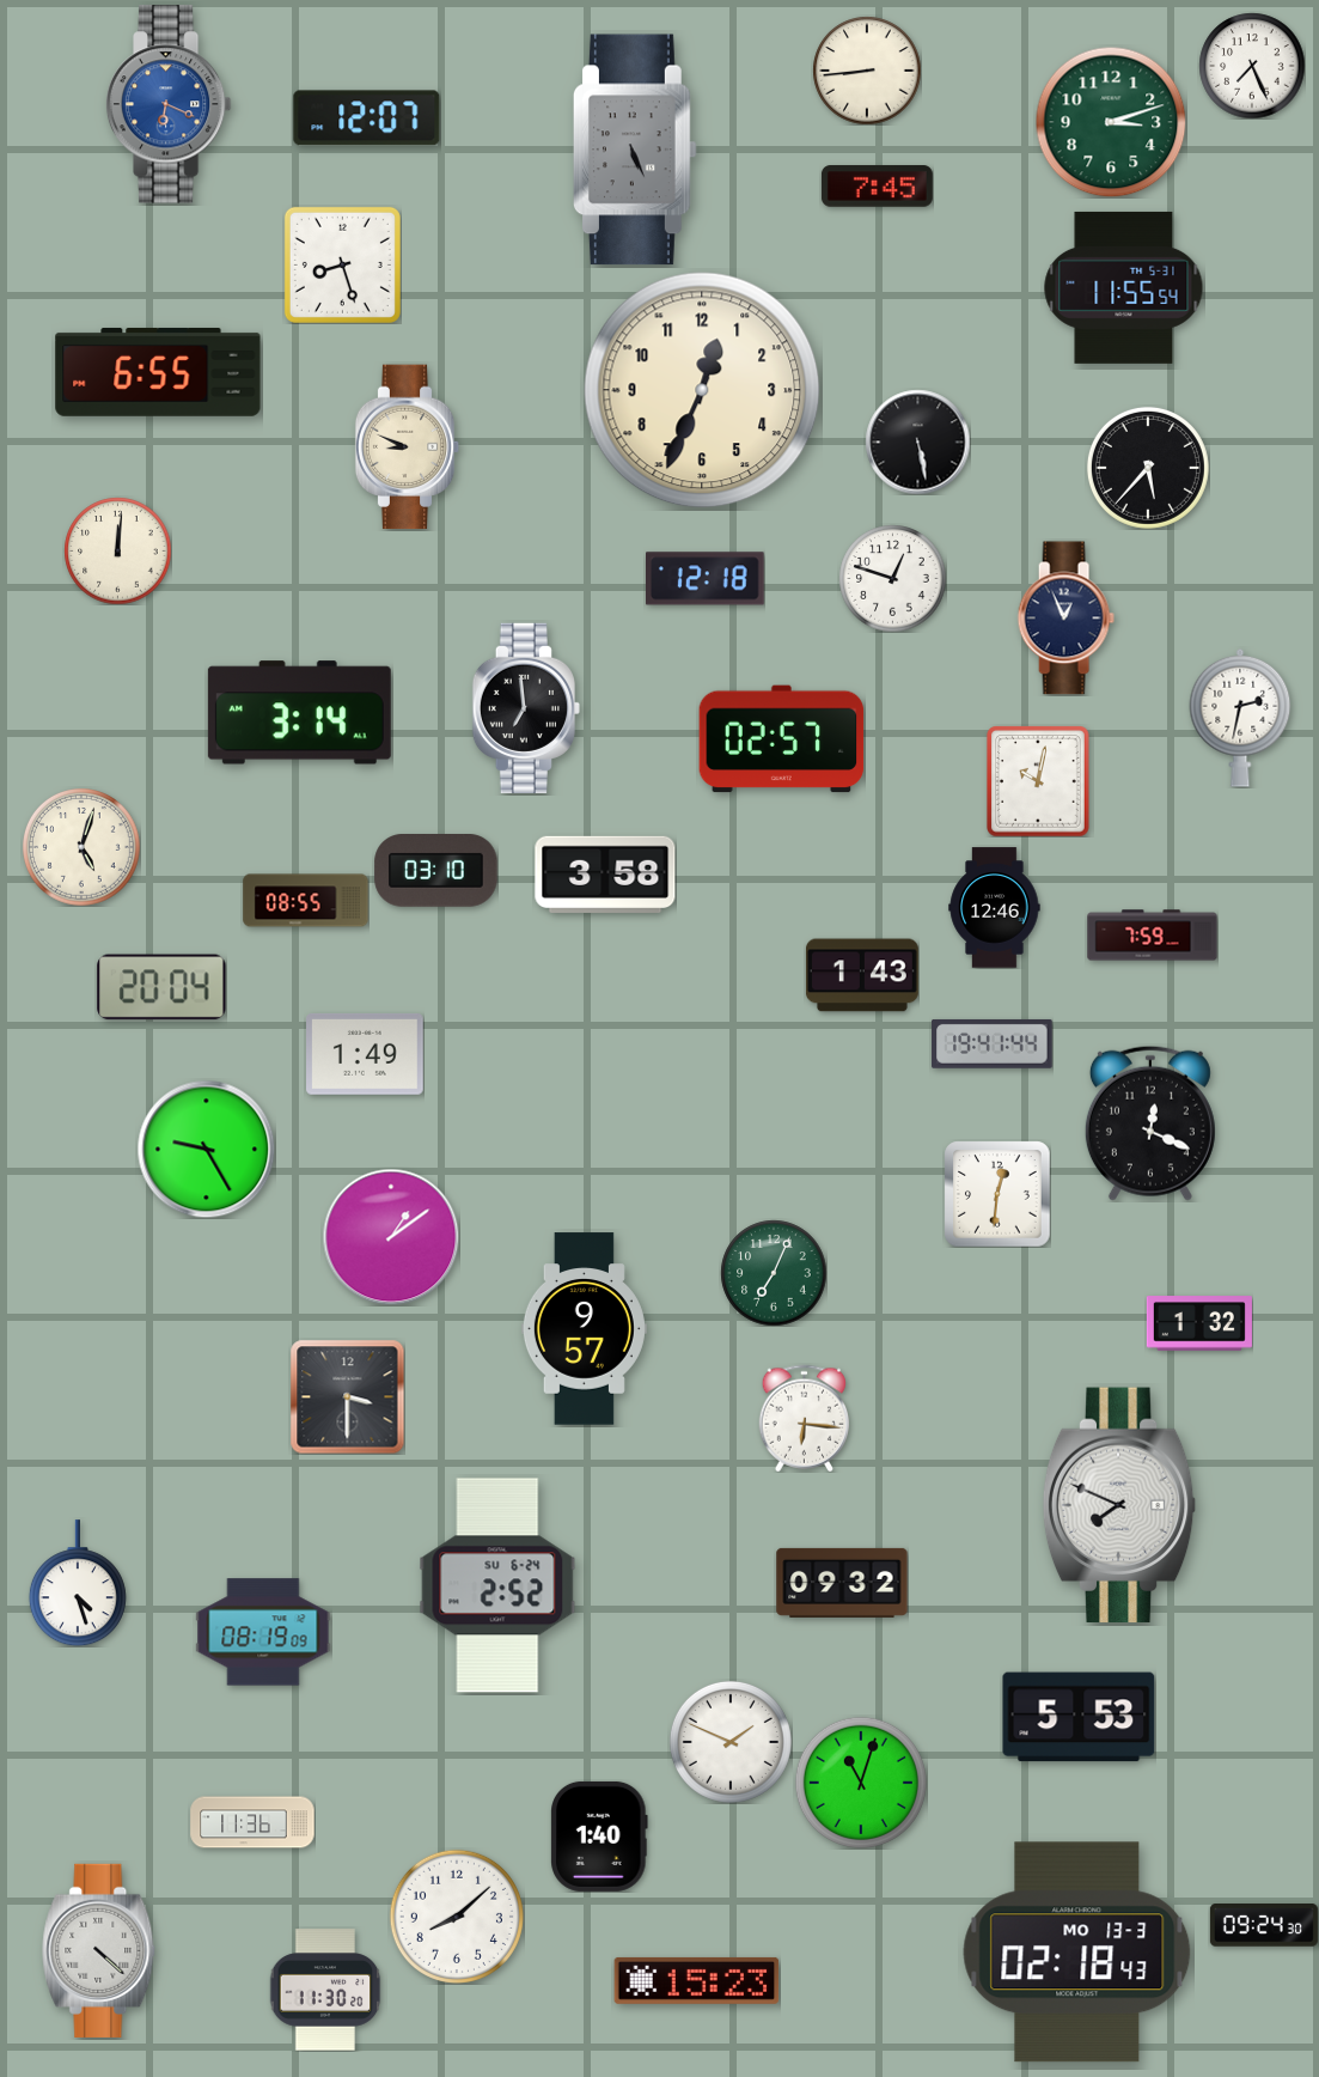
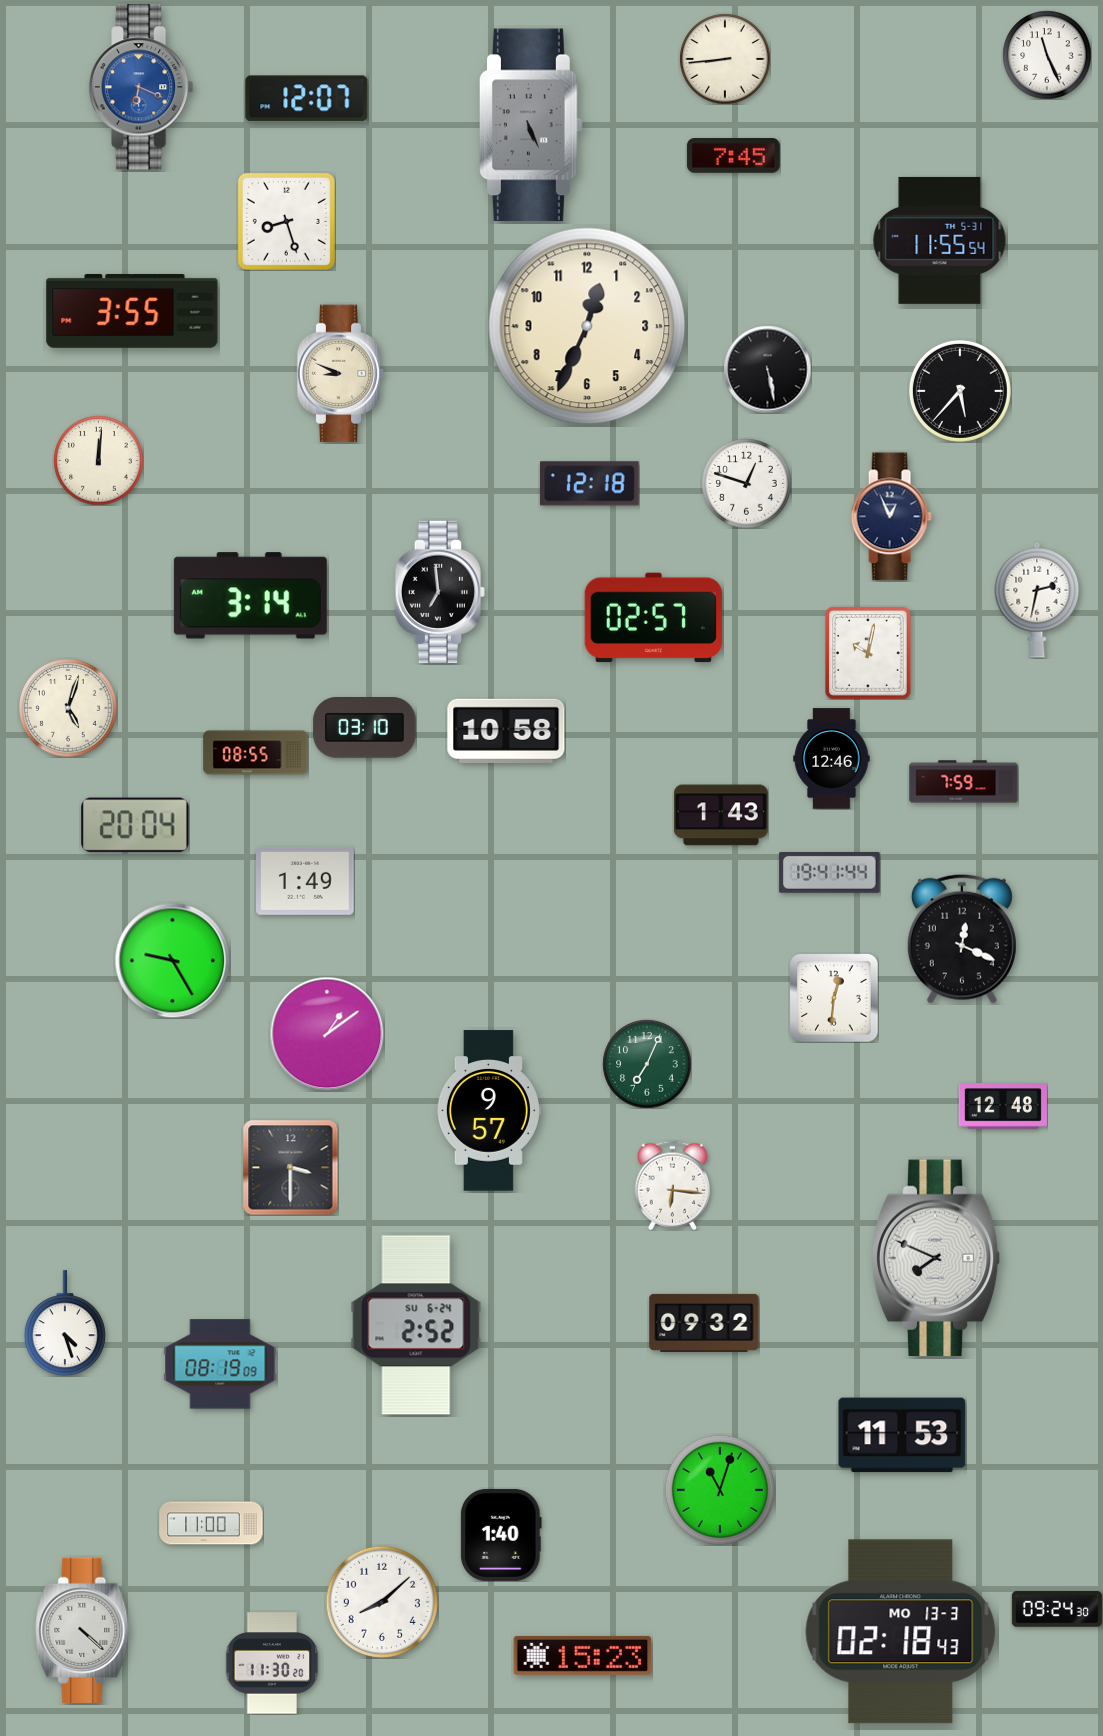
clock at (1252, 66): 7:26 -> 11:26
clock at (1111, 122): 3:12 -> none
clock at (158, 372): 6:55 -> 3:55
clock at (605, 875): 3:58 -> 10:58
clock at (1199, 1323): 1:32 -> 12:48
clock at (1079, 1717): 5:53 -> 11:53
clock at (731, 1742): 1:49 -> none
clock at (252, 1822): 11:36 -> 11:00
